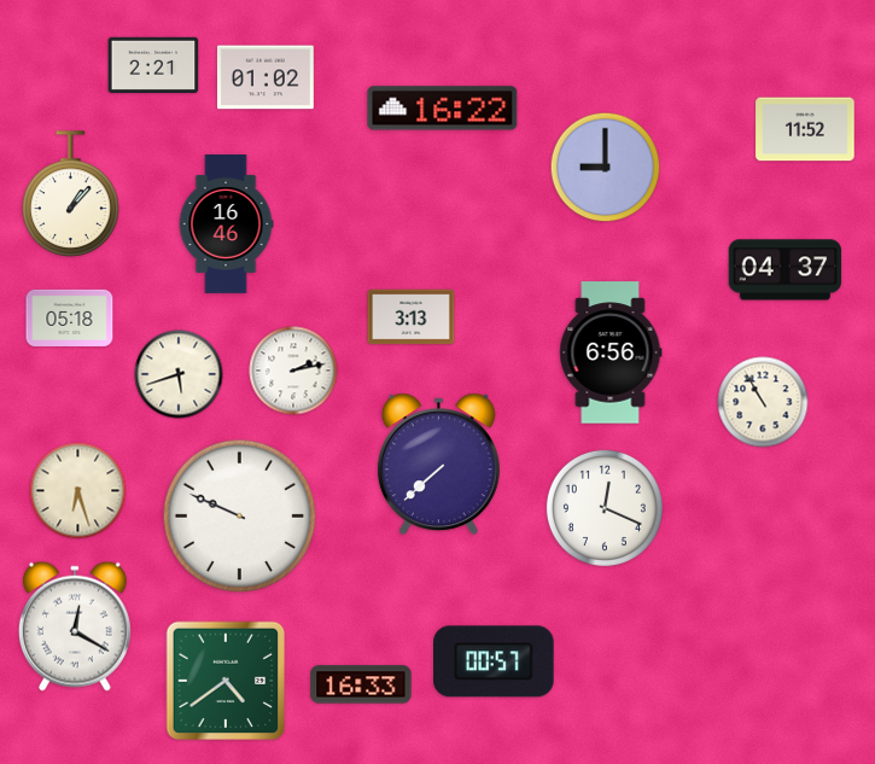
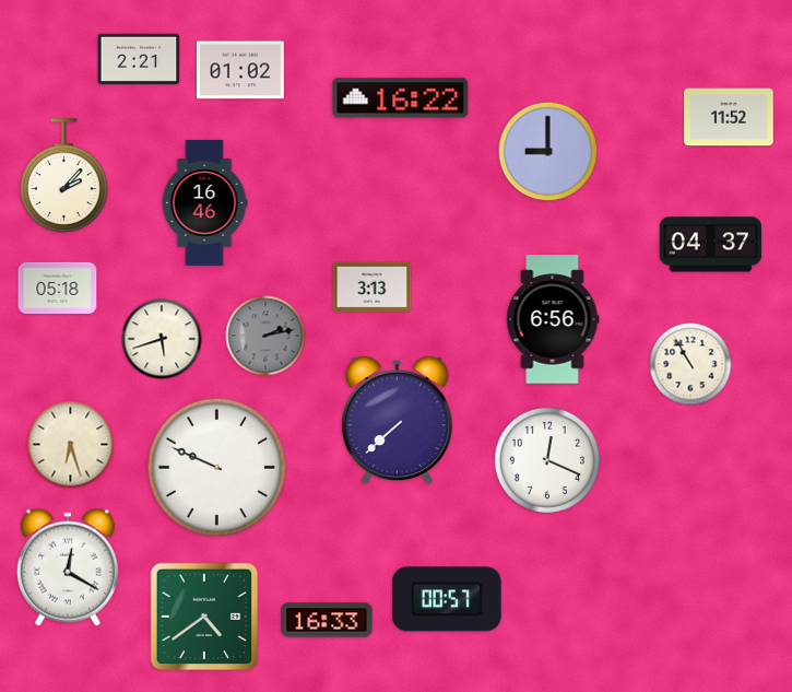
clock at (71, 194): 1:07 -> 2:07
clock at (70, 317) position: (70, 317) -> (58, 288)
clock at (293, 371) dial: white -> grey
